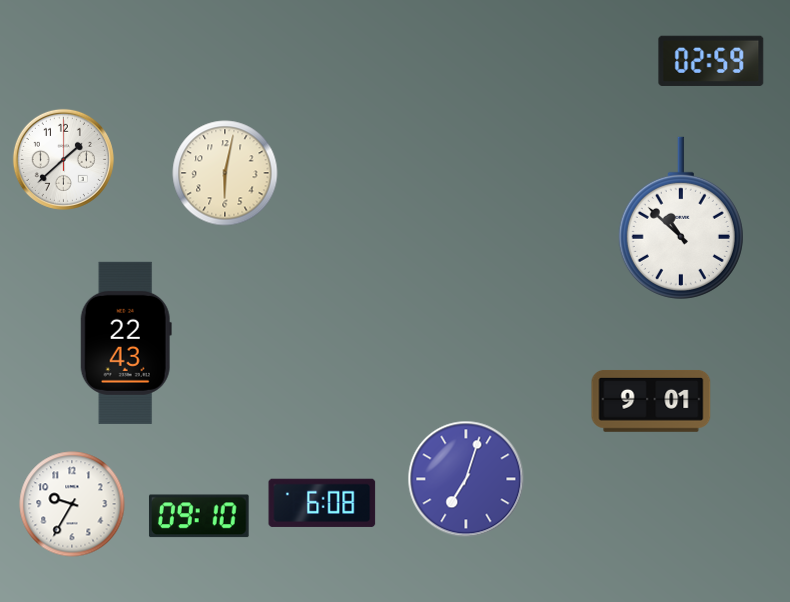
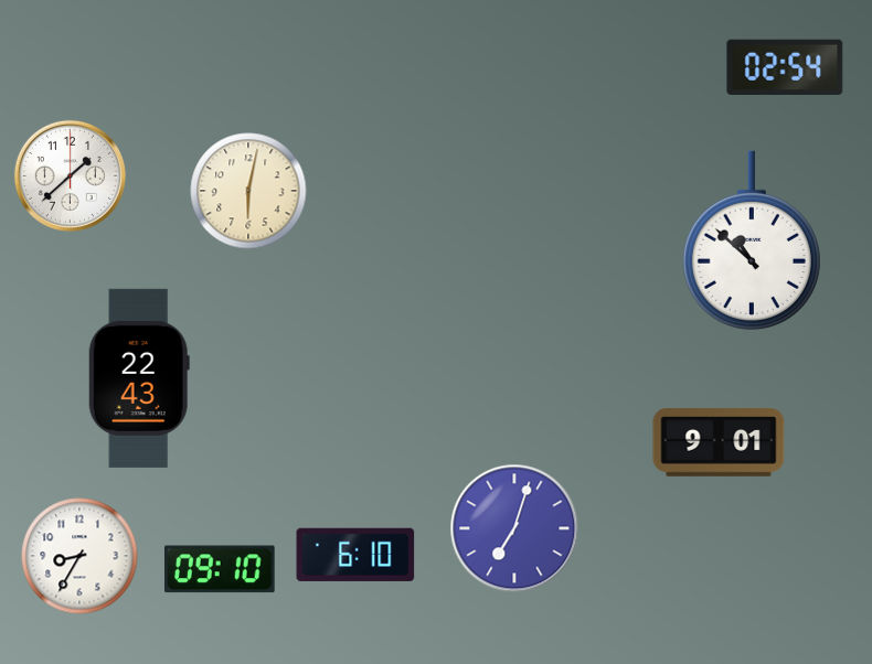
clock at (711, 61): 02:59 -> 02:54
clock at (322, 503): 6:08 -> 6:10
clock at (72, 504): 9:35 -> 8:35
